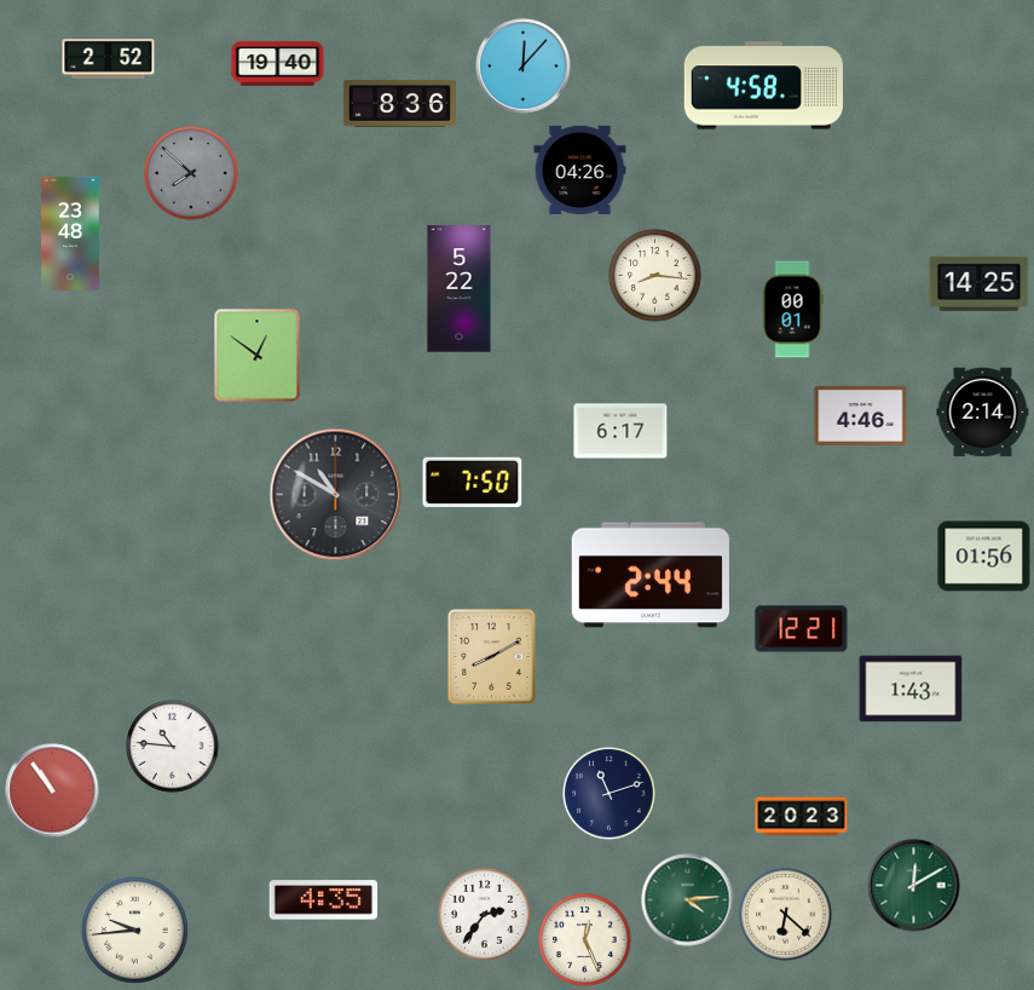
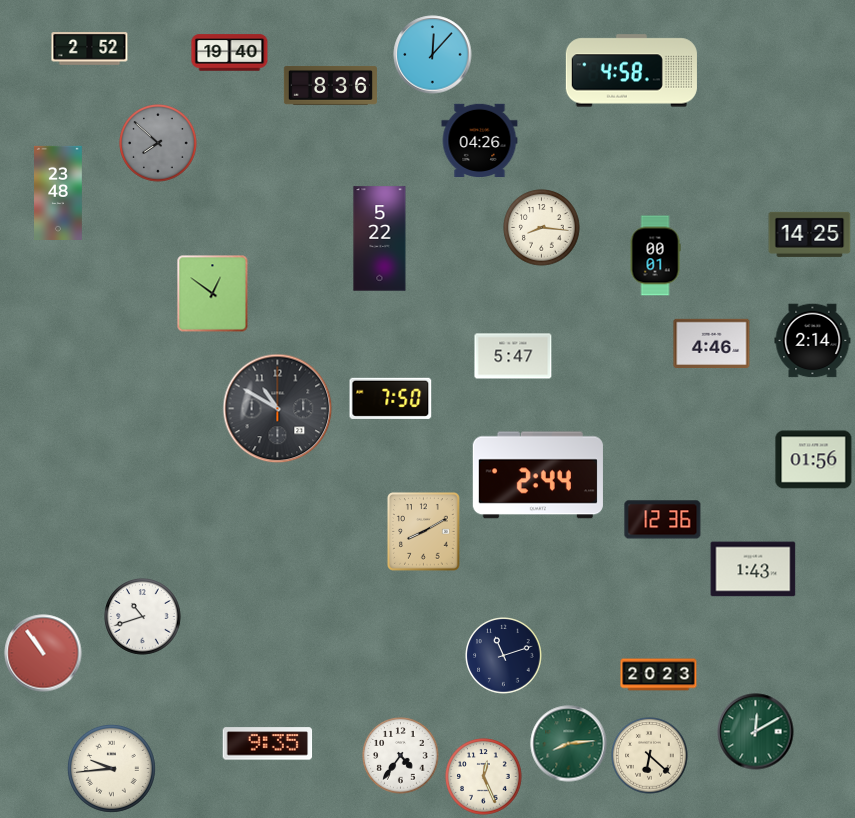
clock at (620, 431): 6:17 -> 5:47
clock at (802, 629): 12:21 -> 12:36
clock at (492, 657) position: (492, 657) -> (424, 532)
clock at (173, 747): 10:46 -> 10:42
clock at (802, 817) position: (802, 817) -> (659, 675)
clock at (324, 900): 4:35 -> 9:35
clock at (688, 900): 4:14 -> 8:14
clock at (485, 915): 2:36 -> 4:36
